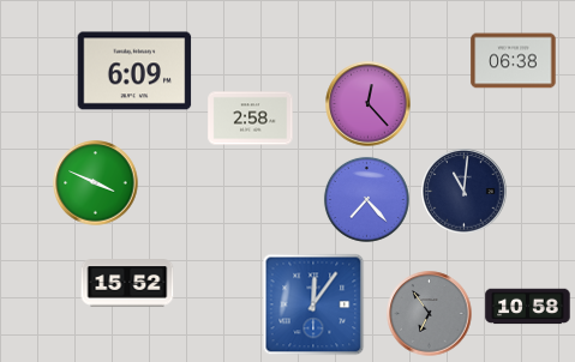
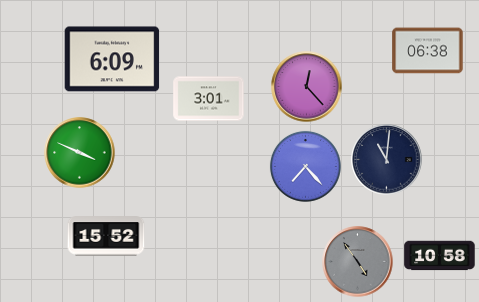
clock at (251, 119): 2:58 -> 3:01
clock at (313, 304): 12:06 -> none
clock at (430, 314): 6:54 -> 4:54
